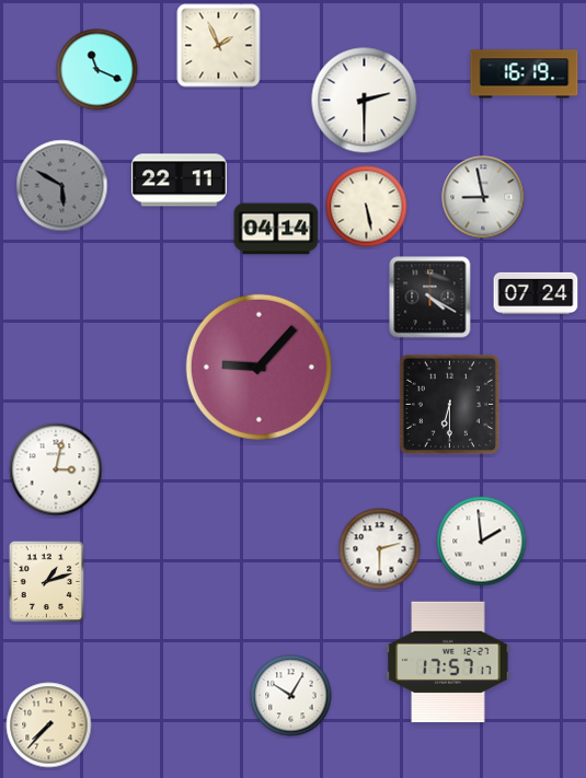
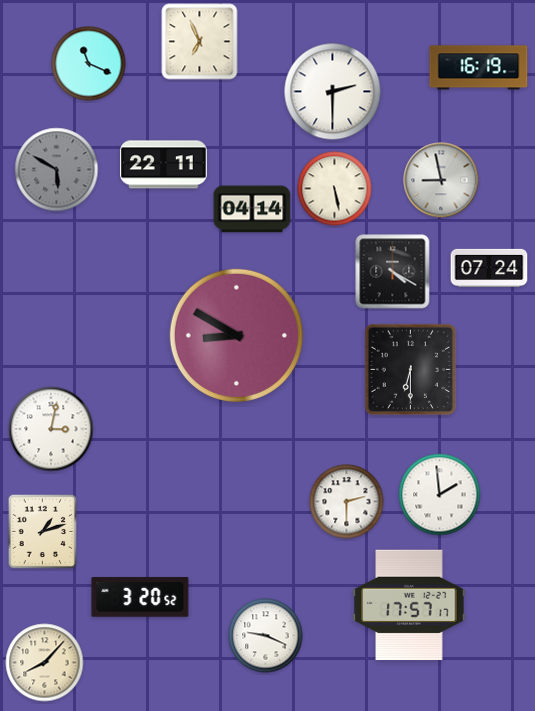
clock at (219, 46): 1:56 -> 6:56
clock at (258, 367): 9:07 -> 8:50
clock at (140, 597): none -> 3:20
clock at (291, 696): 10:05 -> 9:19
clock at (49, 725): 7:37 -> 8:07
